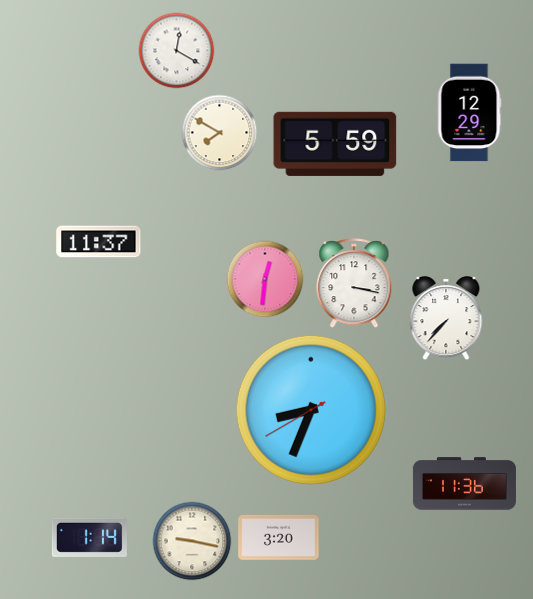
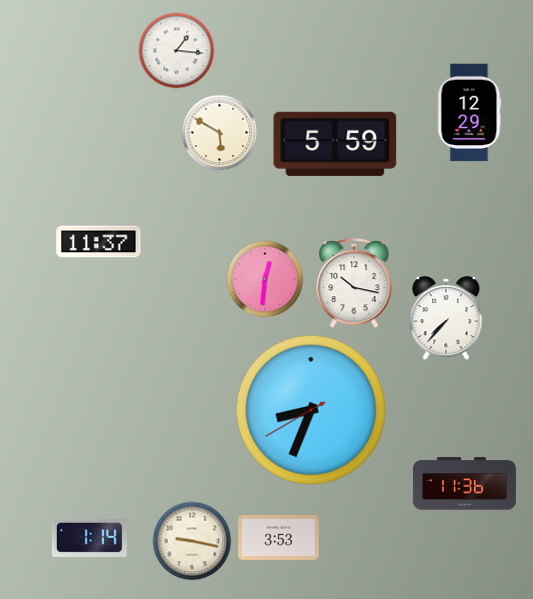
clock at (177, 51): 12:20 -> 1:16
clock at (220, 133): 7:50 -> 5:50
clock at (354, 284): 3:17 -> 10:17
clock at (279, 537): 3:20 -> 3:53
